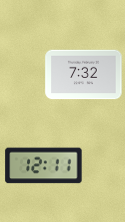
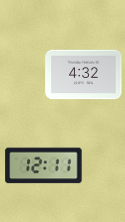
clock at (84, 75): 7:32 -> 4:32
